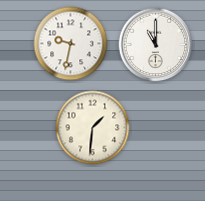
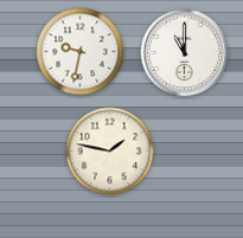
clock at (71, 44) position: (71, 44) -> (81, 52)
clock at (93, 128): 1:31 -> 1:47
